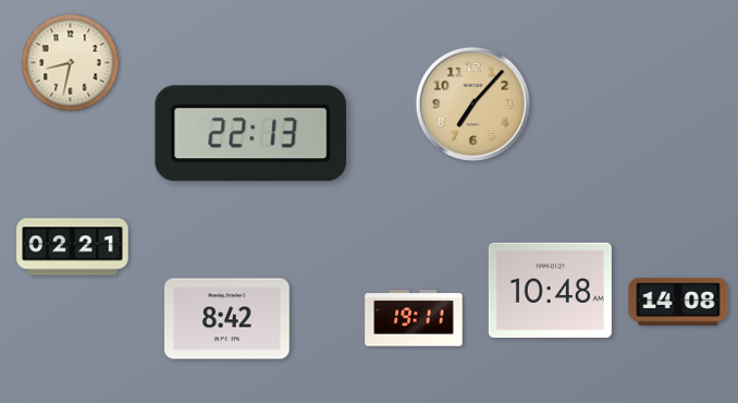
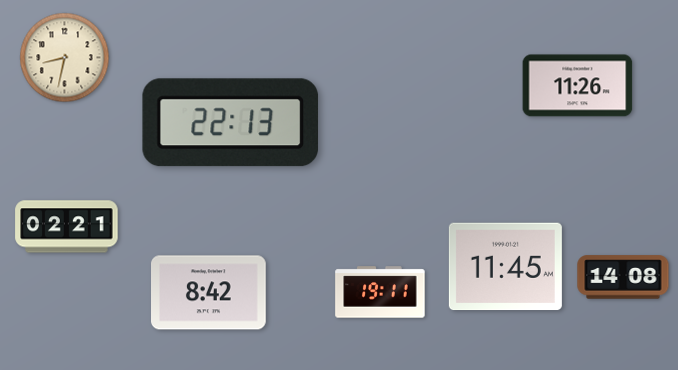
clock at (578, 86): none -> 11:26
clock at (472, 103): 7:07 -> none
clock at (550, 291): 10:48 -> 11:45
